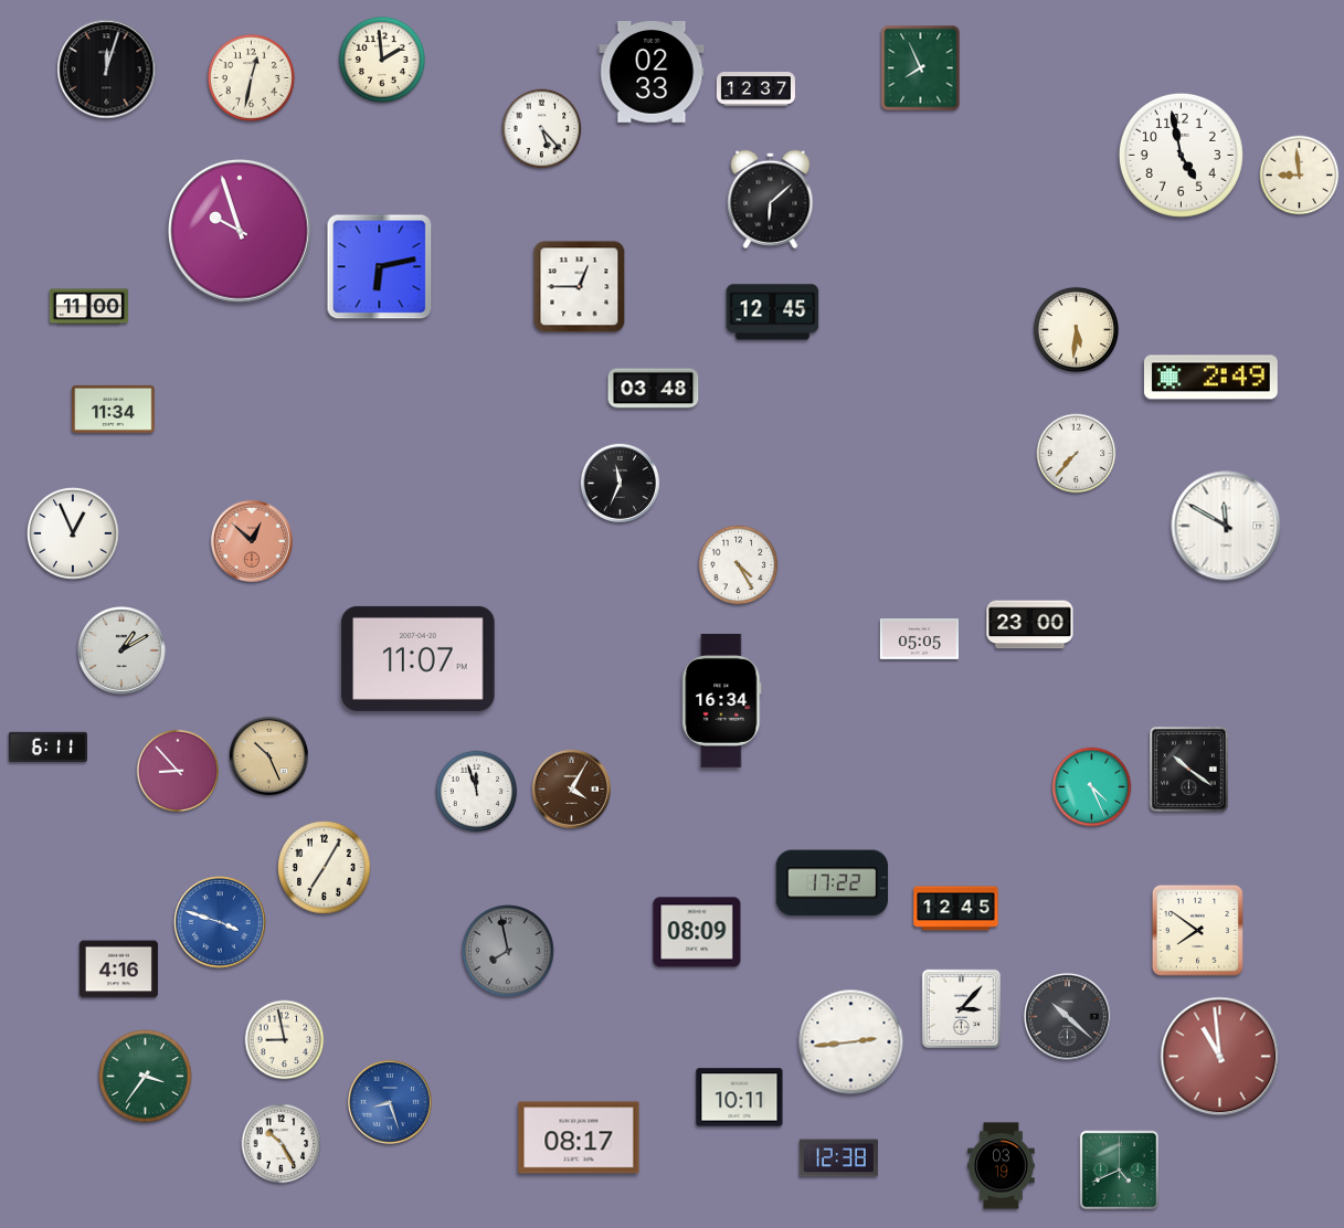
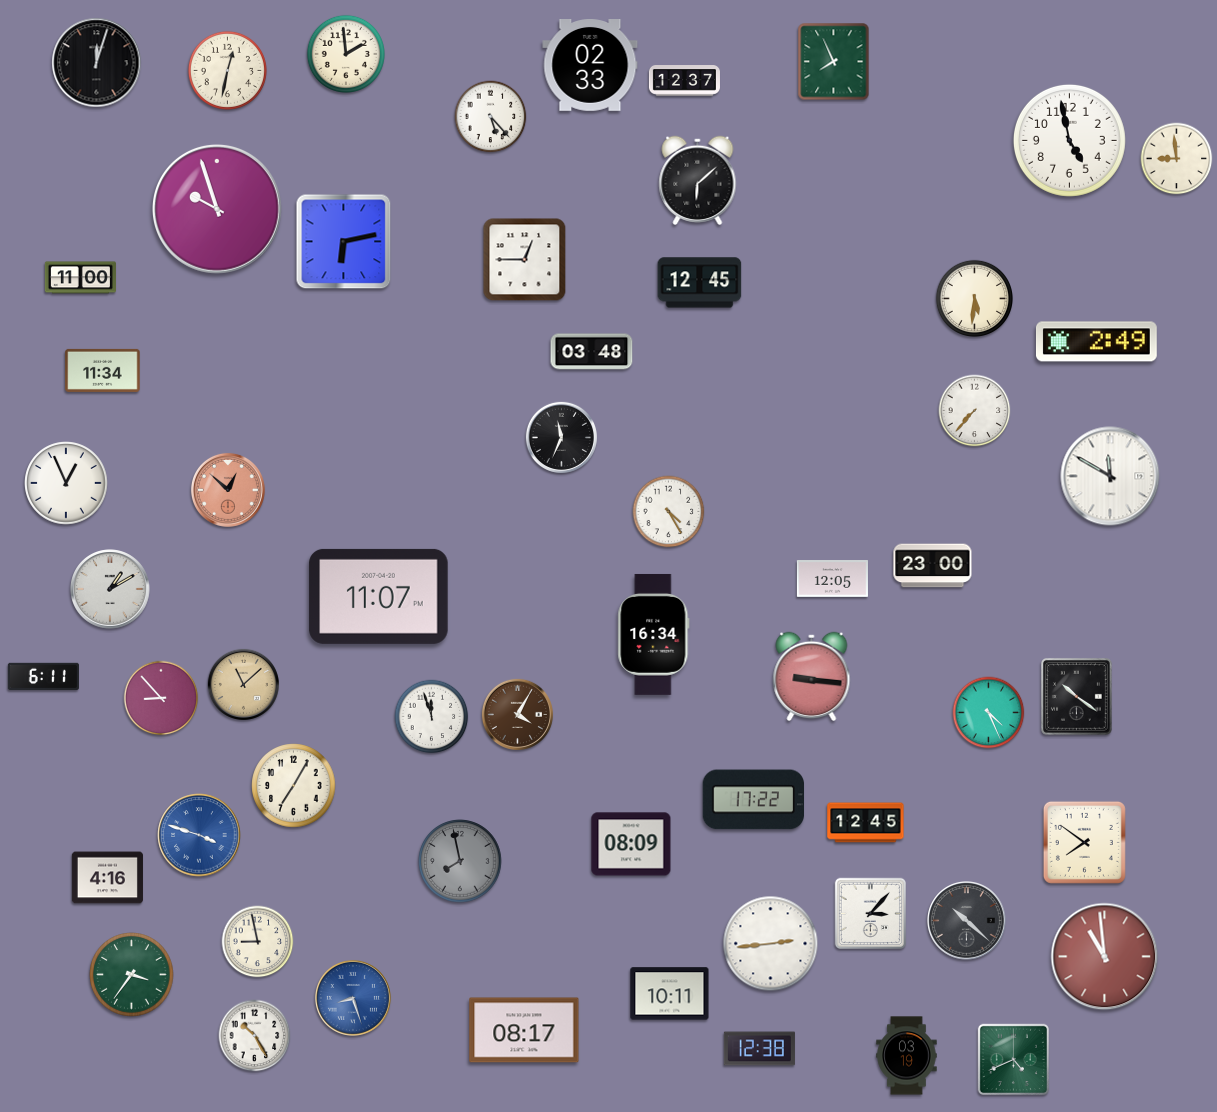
clock at (919, 639): 05:05 -> 12:05
clock at (812, 676): none -> 9:16
clock at (268, 755): 10:26 -> 11:08
